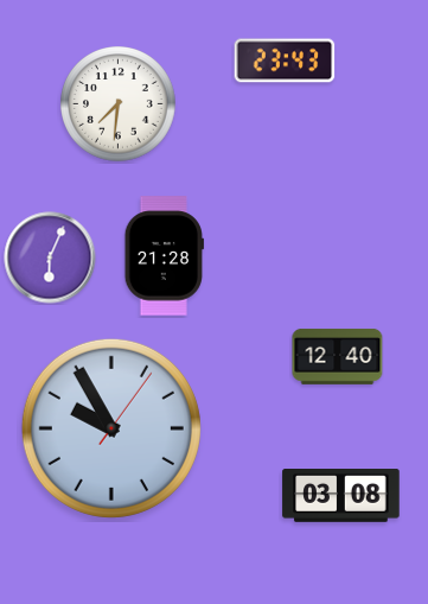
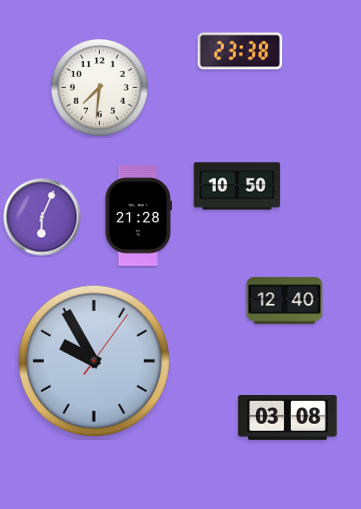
clock at (285, 61): 23:43 -> 23:38
clock at (237, 186): none -> 10:50
